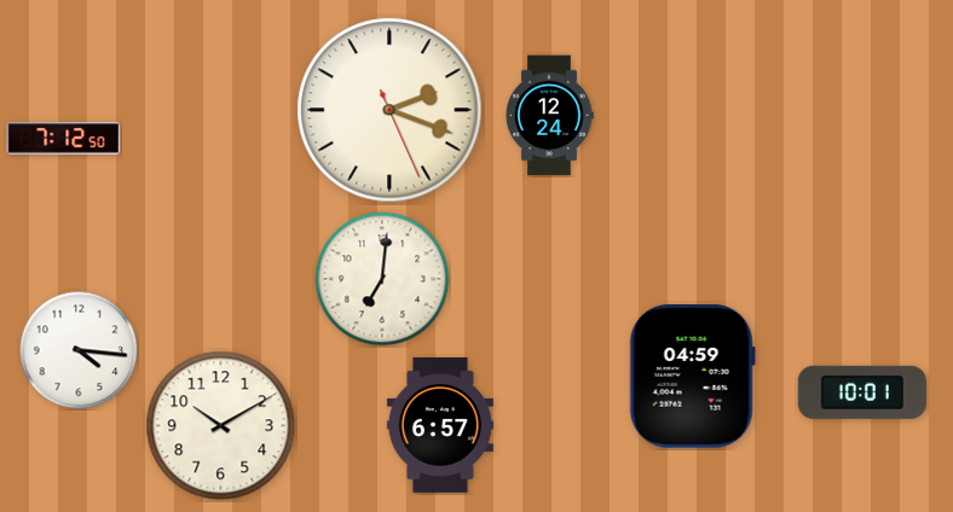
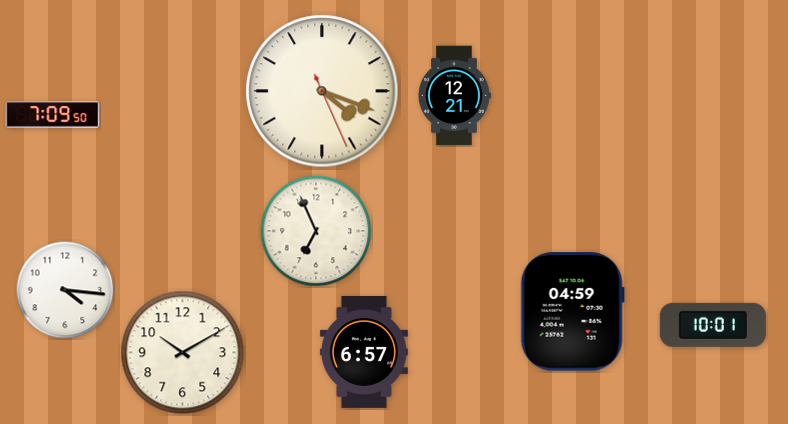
clock at (389, 110): 2:18 -> 4:18
clock at (549, 116): 12:24 -> 12:21
clock at (64, 139): 7:12 -> 7:09
clock at (382, 279): 7:01 -> 6:56
